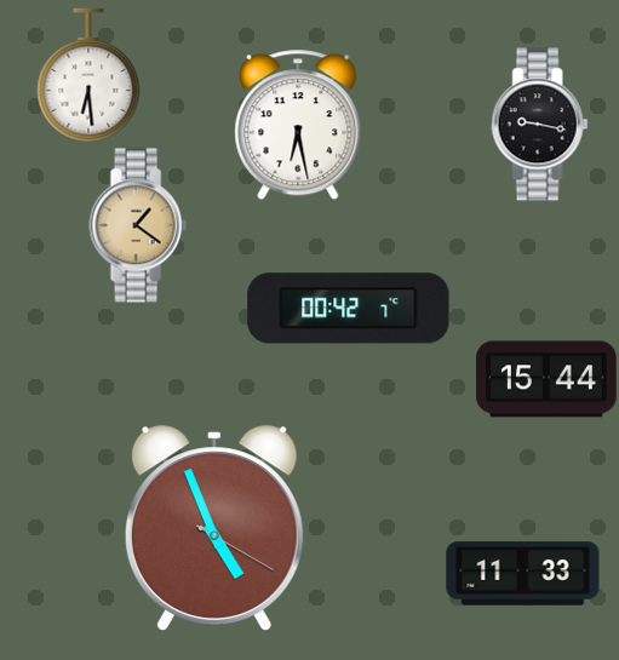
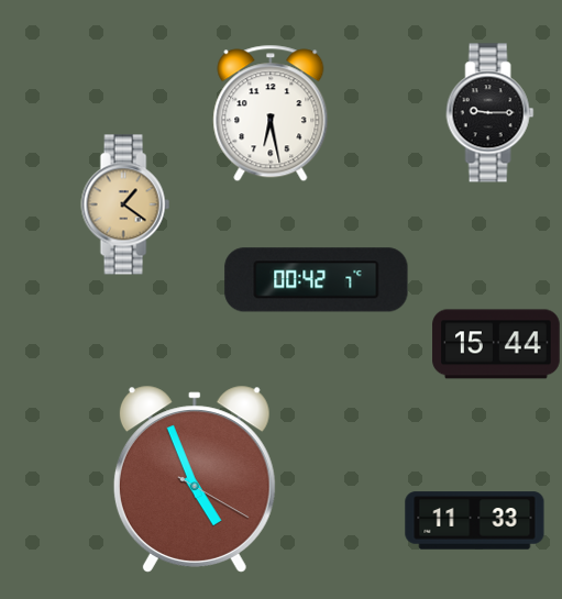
clock at (88, 75): 6:29 -> none
clock at (540, 125): 9:17 -> 9:15
